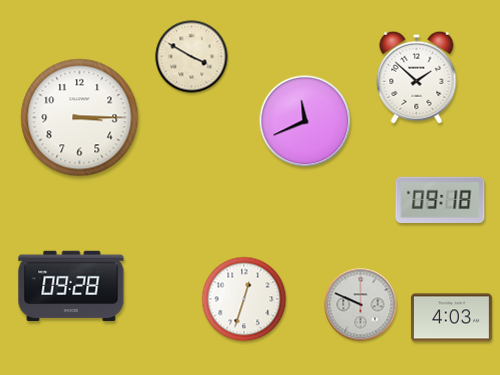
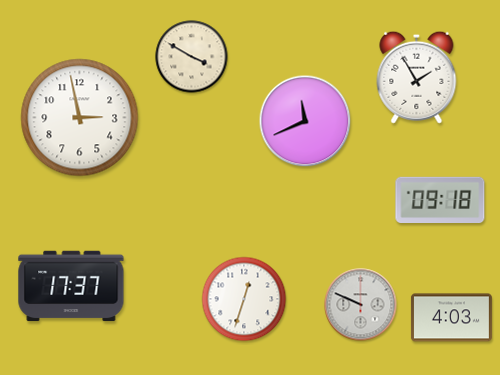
clock at (417, 77): 1:52 -> 1:55
clock at (80, 118): 3:15 -> 2:58
clock at (71, 286): 09:28 -> 17:37
